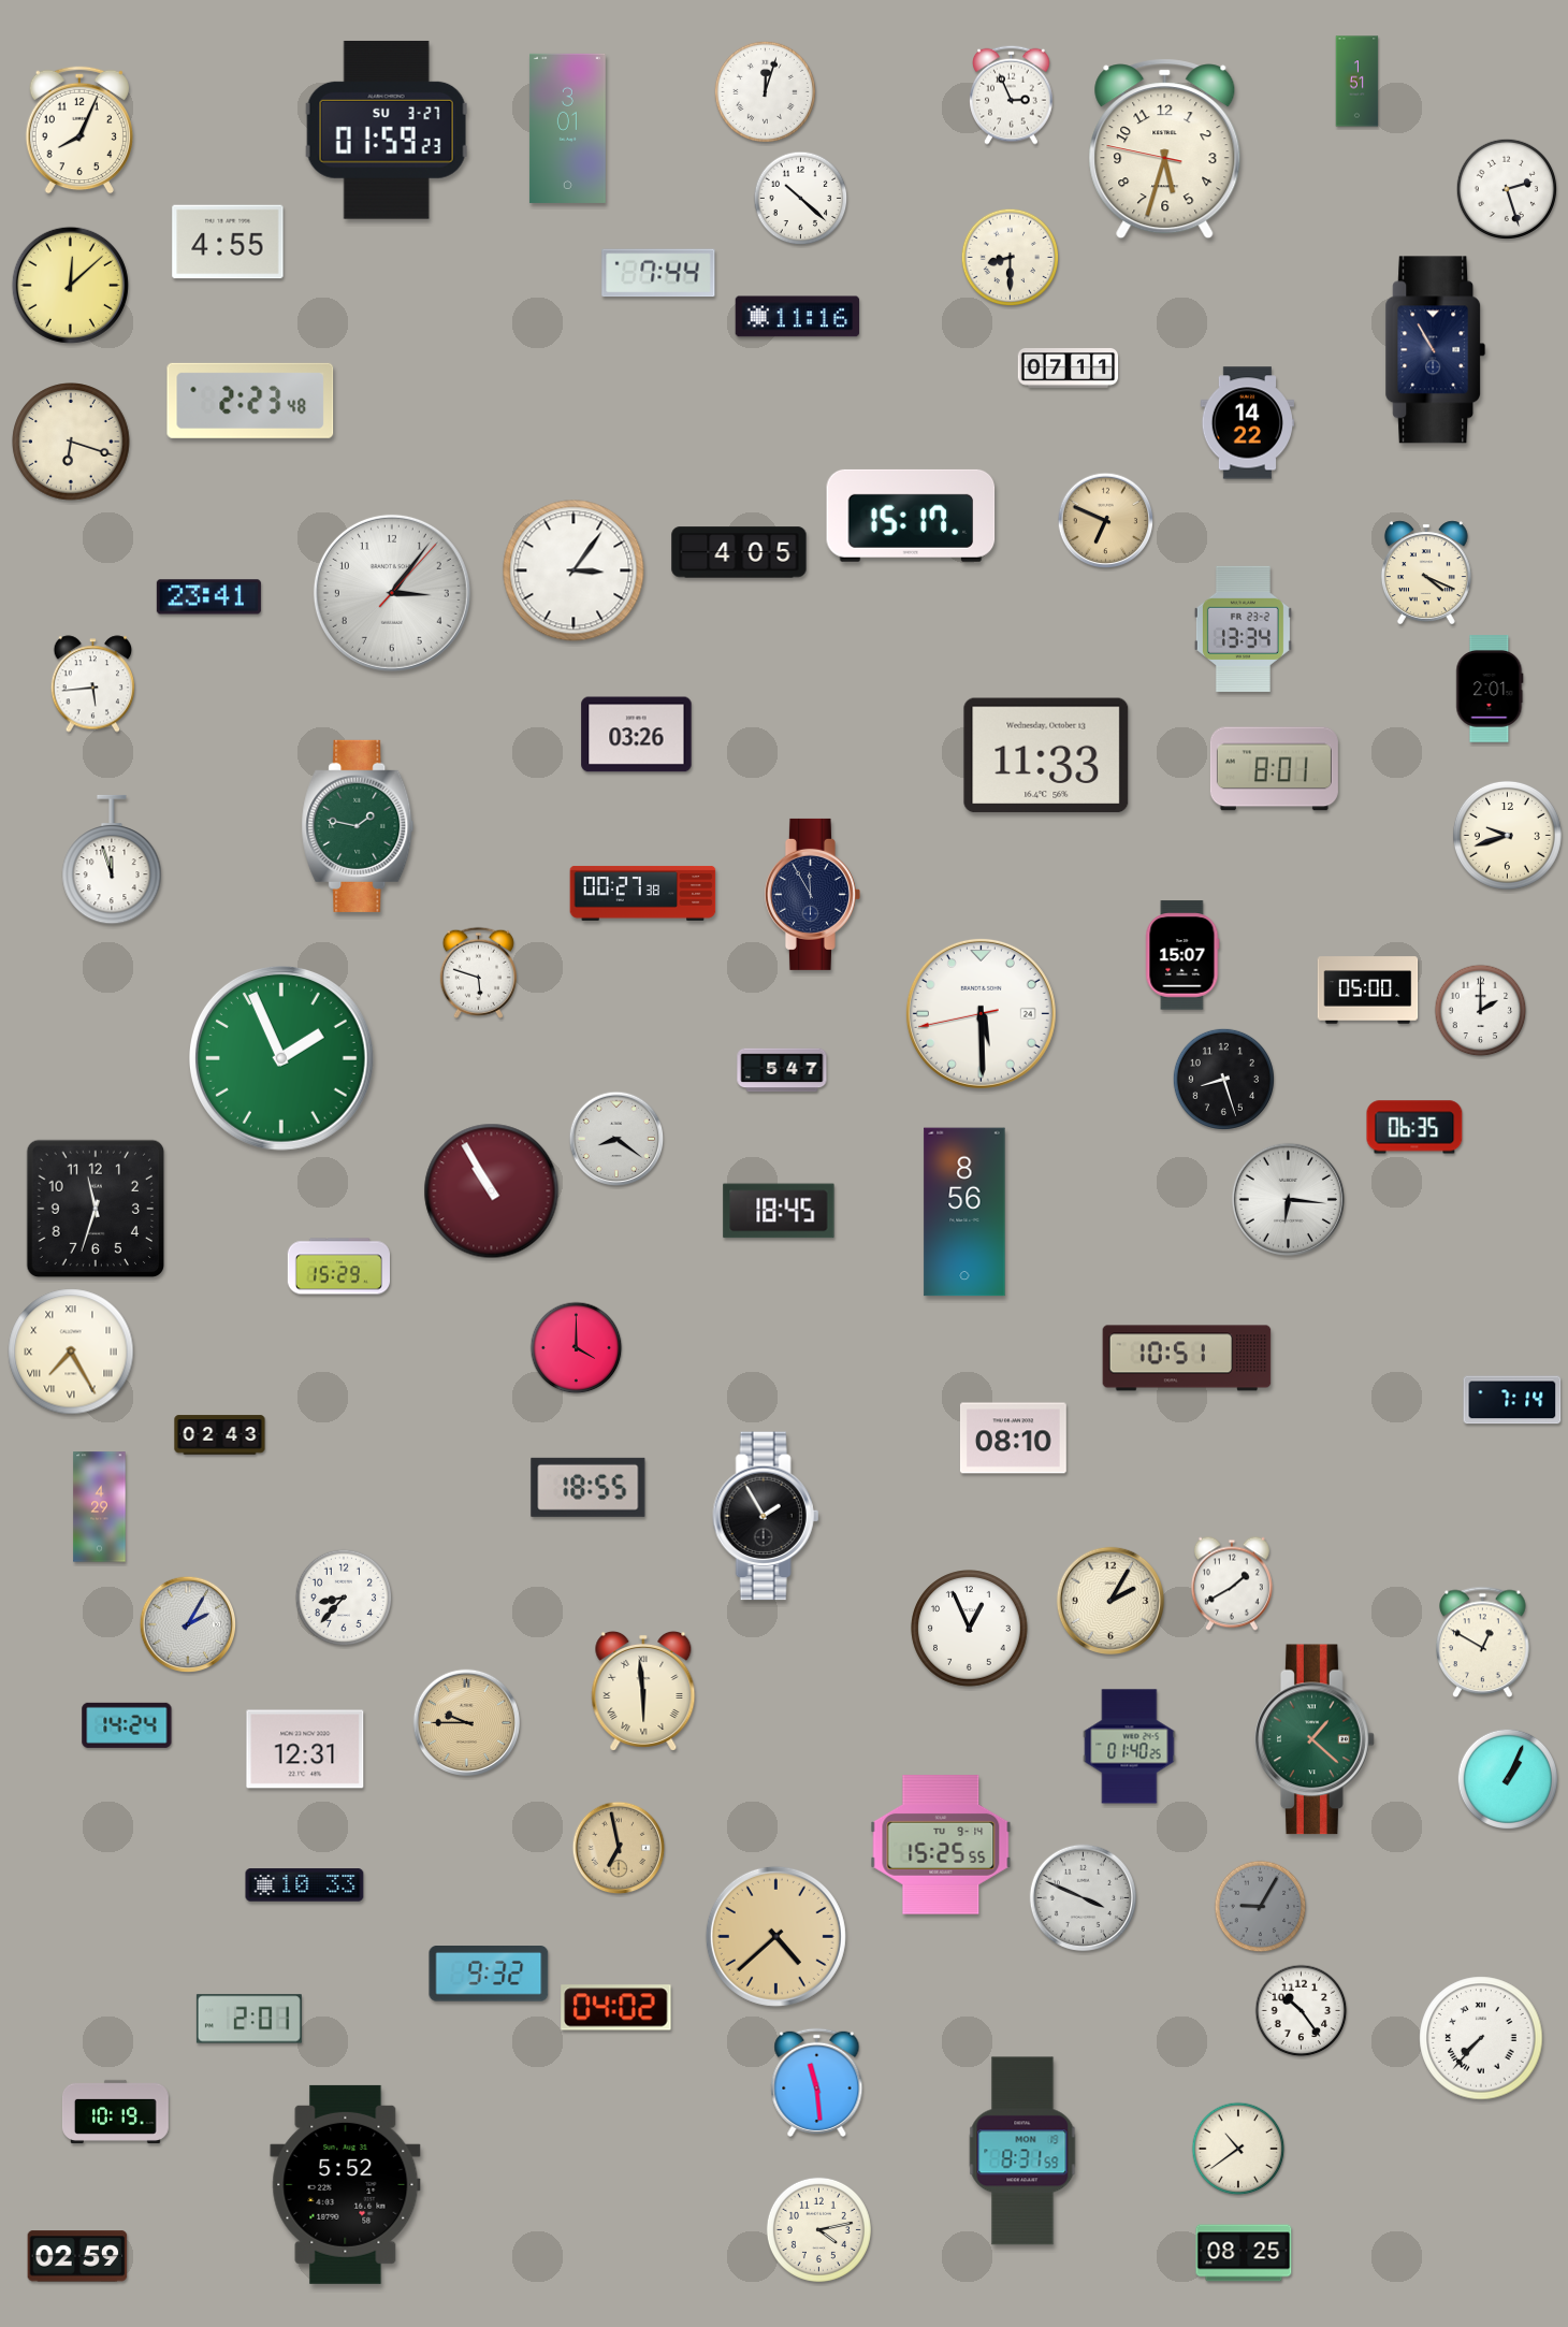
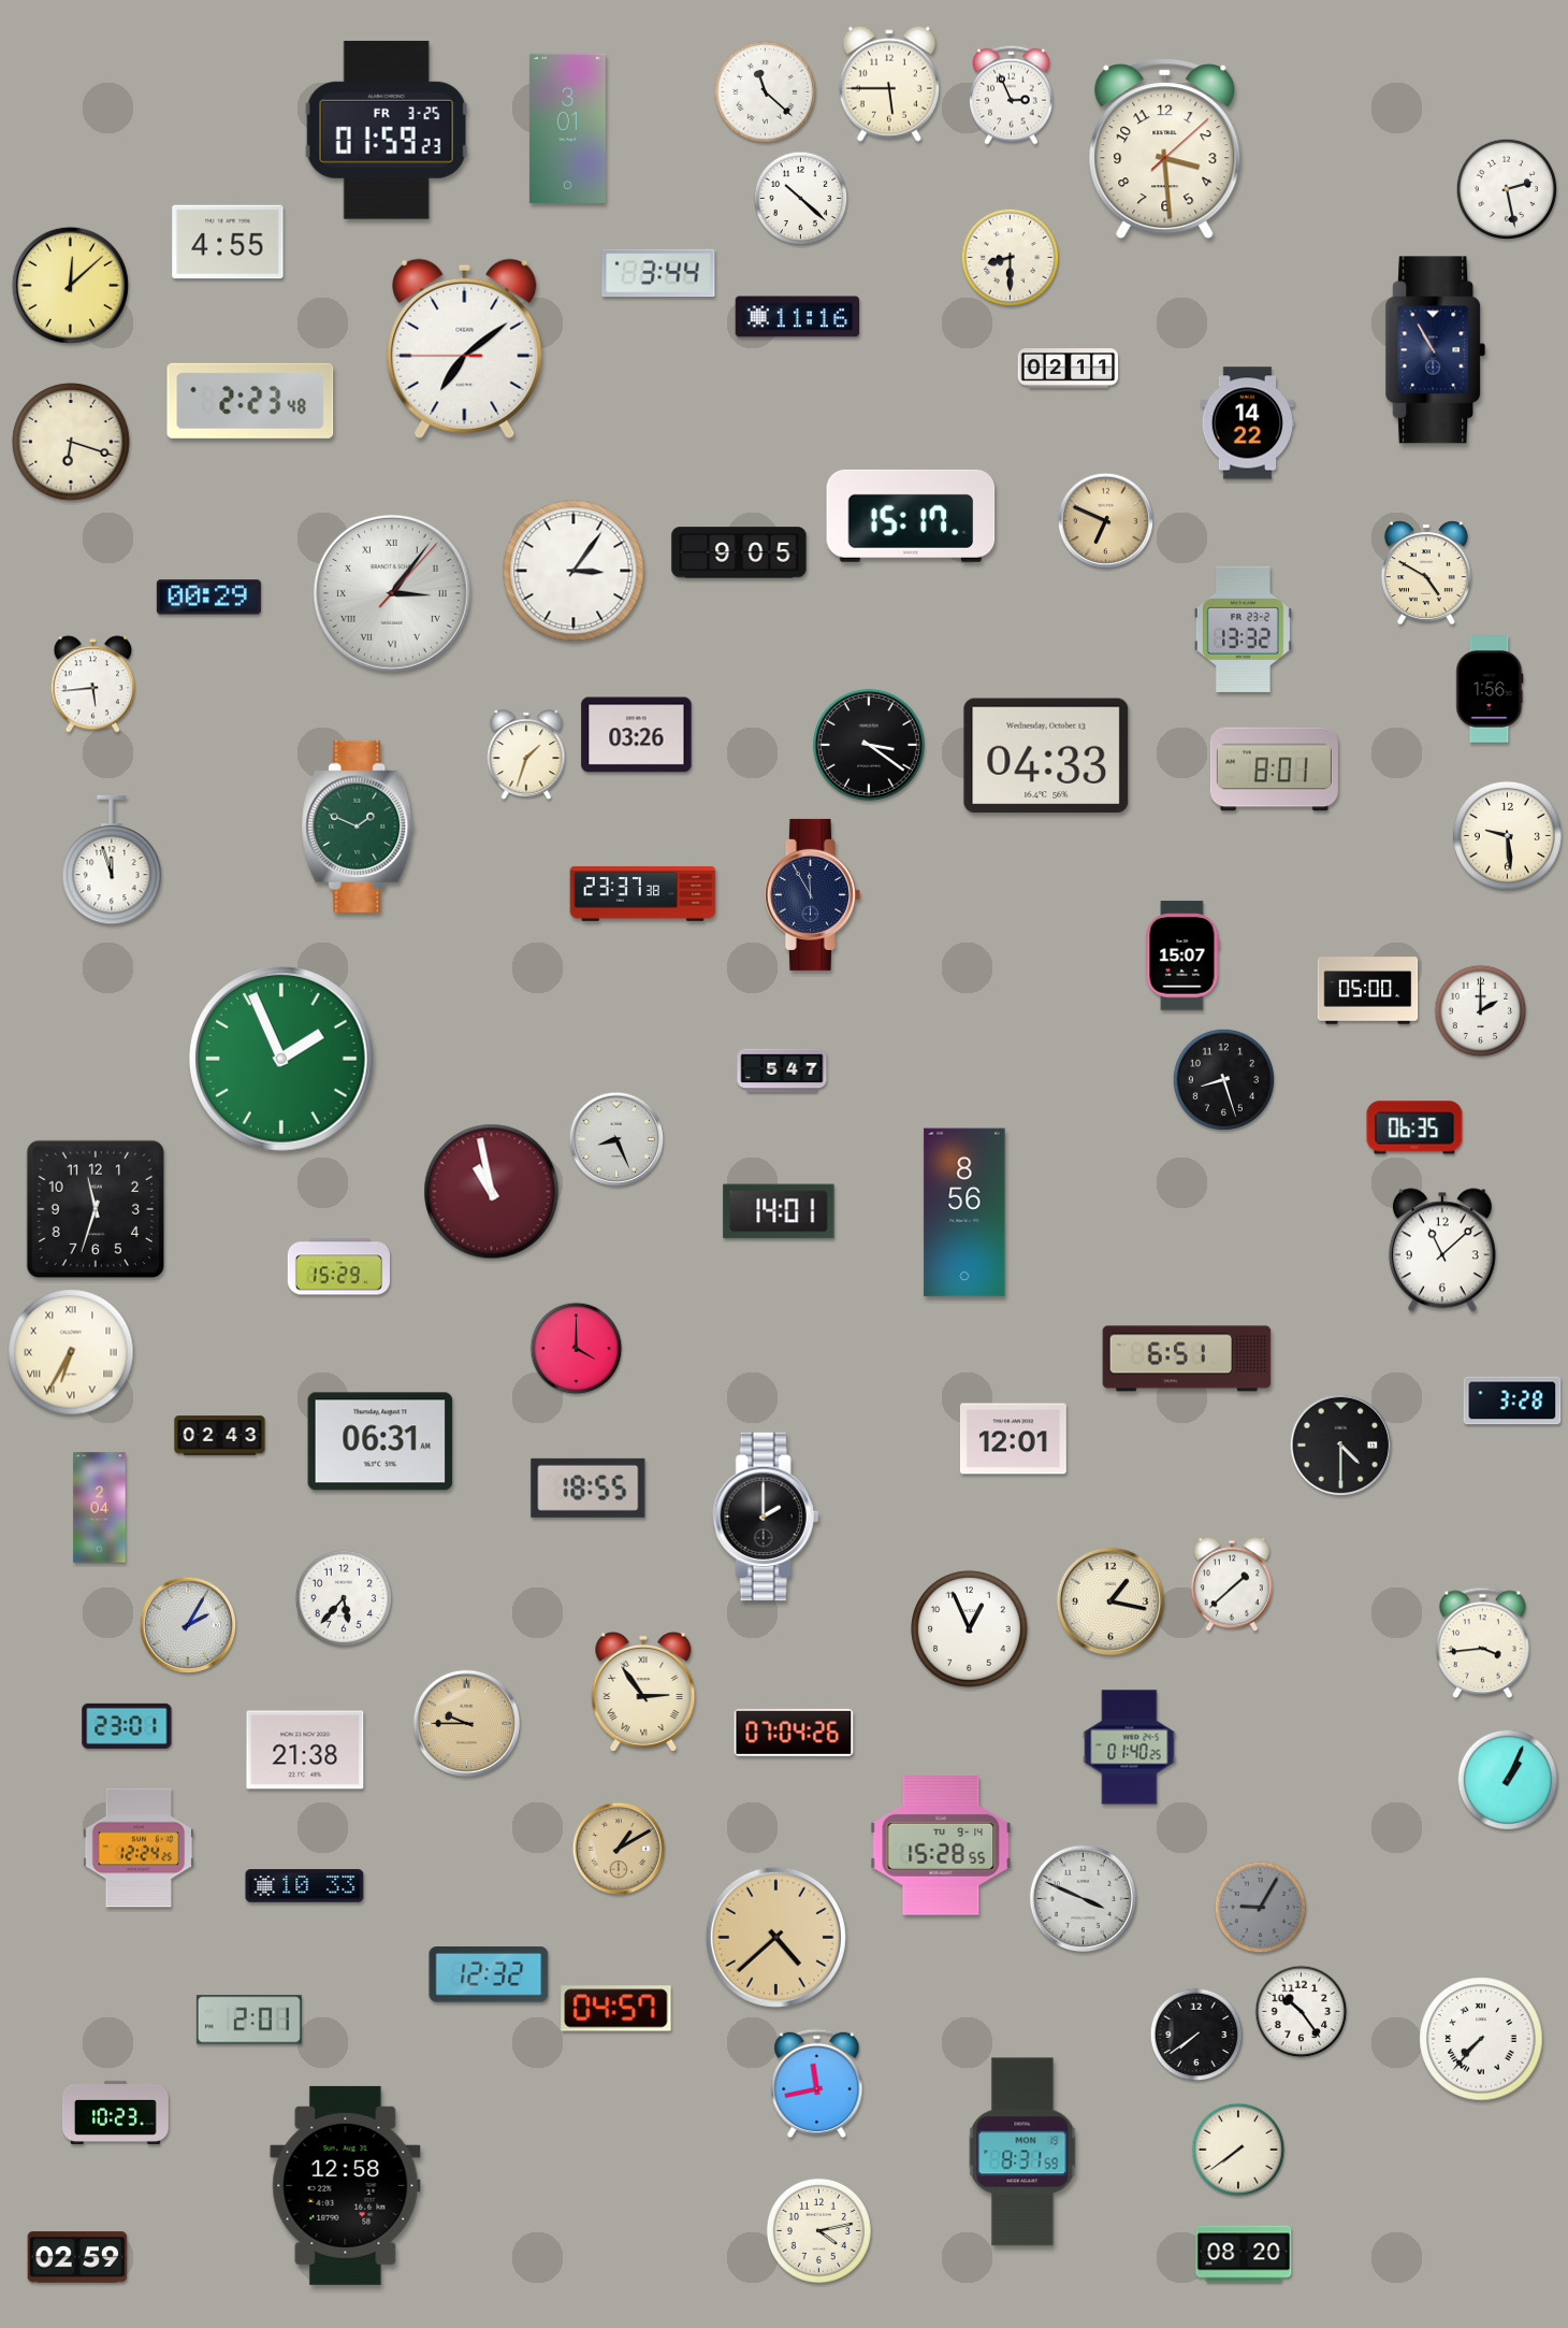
clock at (1358, 82): 1:51 -> none
clock at (889, 84): none -> 5:45
clock at (765, 91): 12:03 -> 11:22
clock at (79, 130): 8:04 -> none
clock at (387, 130) date: SU 3-27 -> FR 3-25
clock at (1165, 149): 5:32 -> 3:29
clock at (1506, 188): 2:27 -> 2:28
clock at (658, 273): 7:44 -> 3:44
clock at (465, 348): none -> 7:08
clock at (1069, 368): 07:11 -> 02:11
clock at (739, 552): 4:05 -> 9:05
clock at (1426, 572): 4:19 -> 4:50
clock at (392, 593) numerals: Arabic -> Roman
clock at (208, 597): 23:41 -> 00:29
clock at (1243, 628): 13:34 -> 13:32
clock at (1490, 689): 2:01 -> 1:56
clock at (869, 745): none -> 3:21
clock at (526, 756): none -> 1:33
clock at (1046, 755): 11:33 -> 04:33
clock at (358, 826): 1:47 -> 1:49
clock at (1507, 835): 9:42 -> 9:29
clock at (643, 894): 00:27 -> 23:37
clock at (478, 972): 5:48 -> none
clock at (981, 1013): 5:29 -> none
clock at (616, 1139): 8:21 -> 8:26
clock at (492, 1191): 10:55 -> 10:58
clock at (1288, 1199): 6:16 -> none
clock at (779, 1211): 18:45 -> 14:01
clock at (1442, 1250): none -> 11:08
clock at (71, 1352): 7:25 -> 6:35
clock at (1187, 1358): 10:51 -> 6:51
clock at (1512, 1400): 7:14 -> 3:28
clock at (1013, 1439): 08:10 -> 12:01
clock at (380, 1441): none -> 06:31
clock at (1341, 1446): none -> 4:30
clock at (100, 1507): 4:29 -> 2:04
clock at (766, 1516): 1:55 -> 2:00
clock at (1232, 1584): 1:40 -> 1:38
clock at (344, 1598): 8:37 -> 5:37
clock at (1109, 1600): 2:05 -> 1:17
clock at (1483, 1643): 12:50 -> 3:44
clock at (643, 1691): 5:59 -> 2:54
clock at (127, 1725): 14:24 -> 23:01
clock at (794, 1733): none -> 07:04
clock at (1315, 1739): 1:22 -> none
clock at (305, 1749): 12:31 -> 21:38
clock at (941, 1845): 15:25 -> 15:28
clock at (139, 1848): none -> 12:24
clock at (619, 1848): 6:58 -> 1:10
clock at (489, 1975): 9:32 -> 12:32
clock at (616, 2008): 04:02 -> 04:57
clock at (1196, 2035): none -> 7:39
clock at (817, 2082): 11:29 -> 11:43
clock at (116, 2111): 10:19 -> 10:23
clock at (1238, 2149): 10:39 -> 7:39
clock at (346, 2184): 5:52 -> 12:58
clock at (1244, 2253): 08:25 -> 08:20
